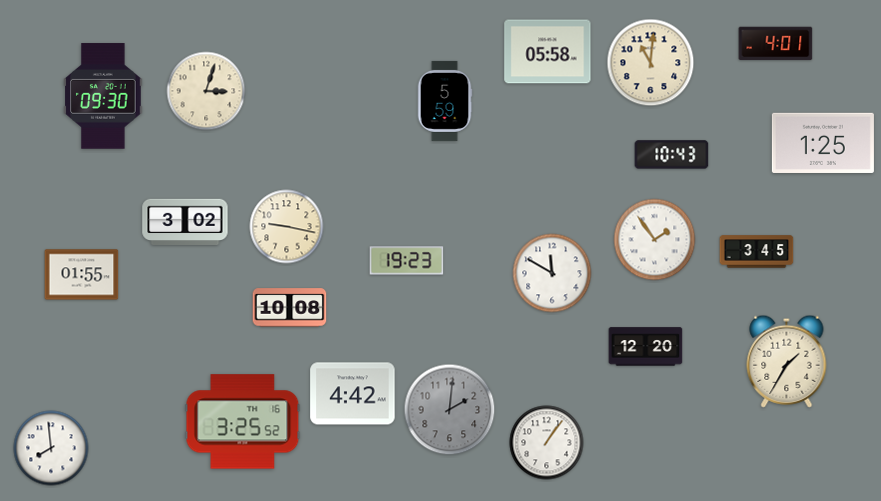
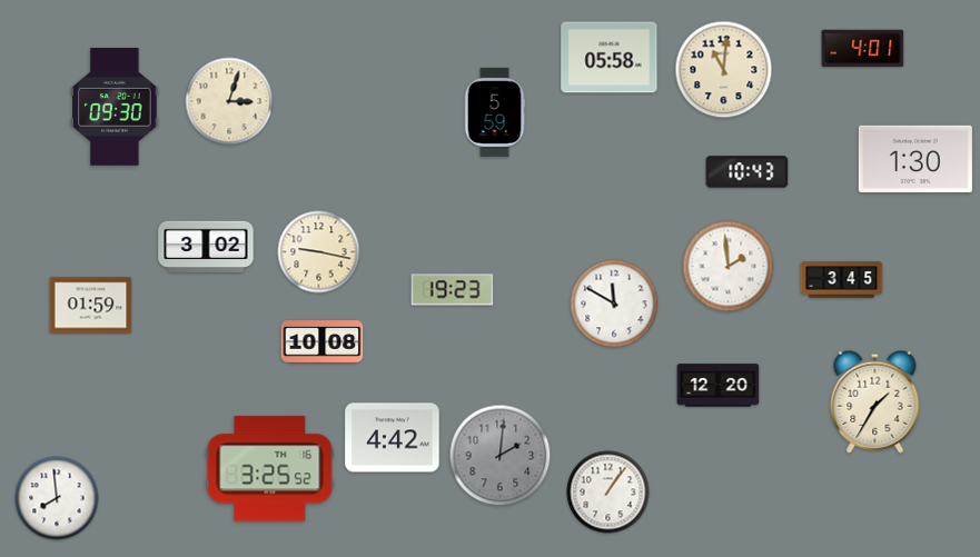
clock at (823, 143): 1:25 -> 1:30
clock at (655, 240): 1:54 -> 1:59
clock at (82, 275): 01:55 -> 01:59
